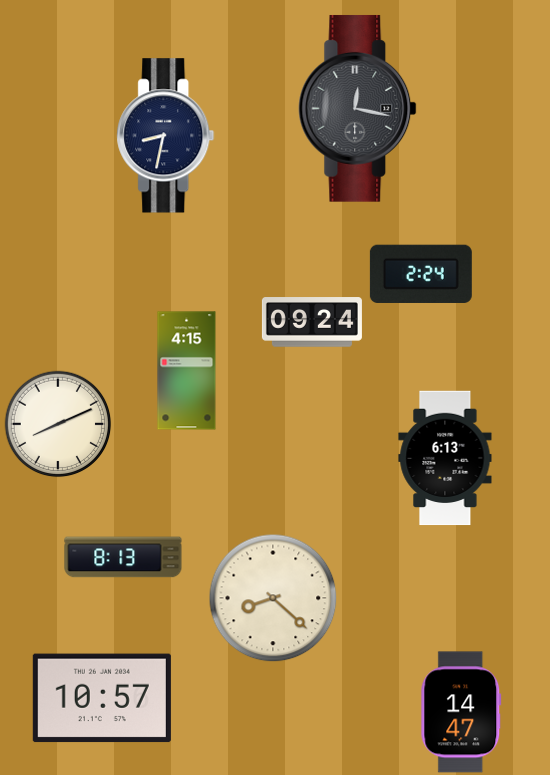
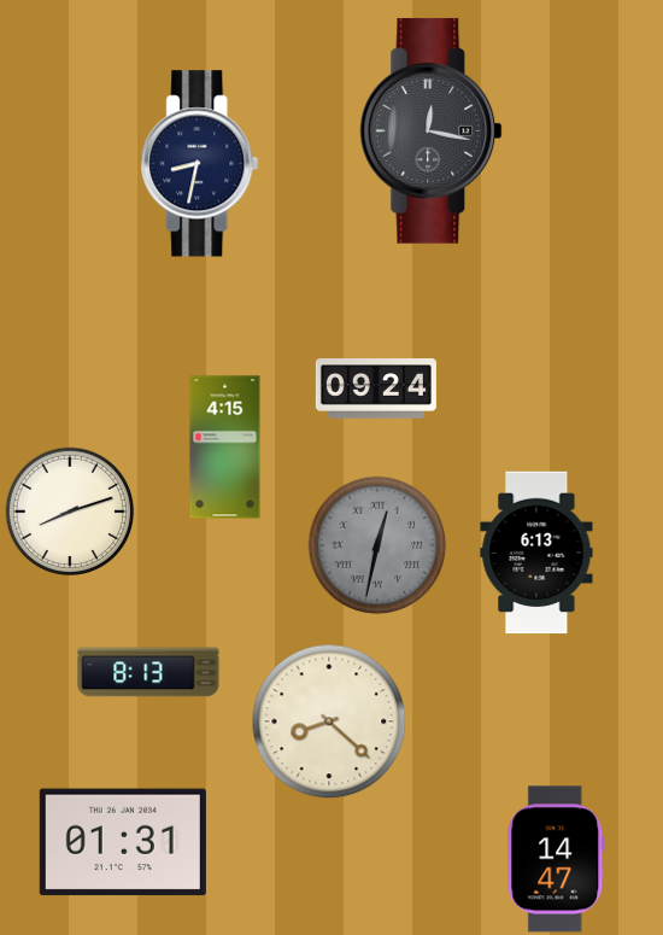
clock at (421, 274): 2:24 -> none
clock at (58, 424): 8:11 -> 8:12
clock at (377, 545): none -> 12:32
clock at (102, 698): 10:57 -> 01:31
